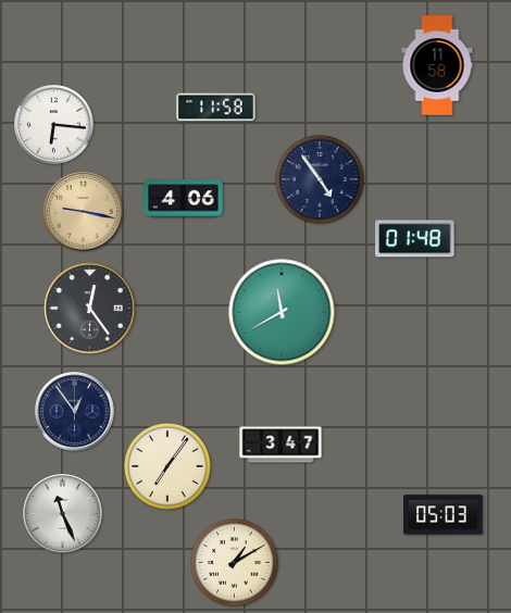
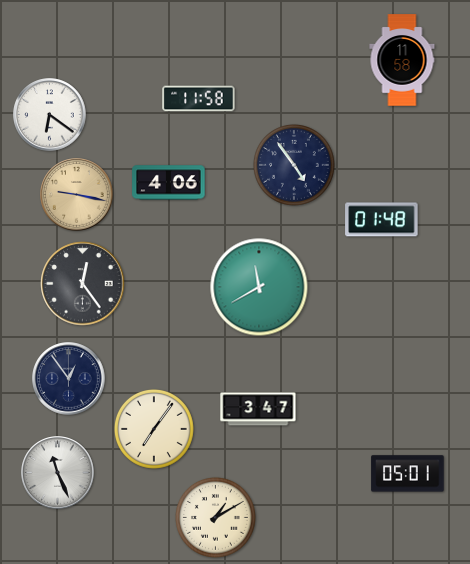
clock at (54, 125): 6:16 -> 6:21
clock at (444, 515): 05:03 -> 05:01
